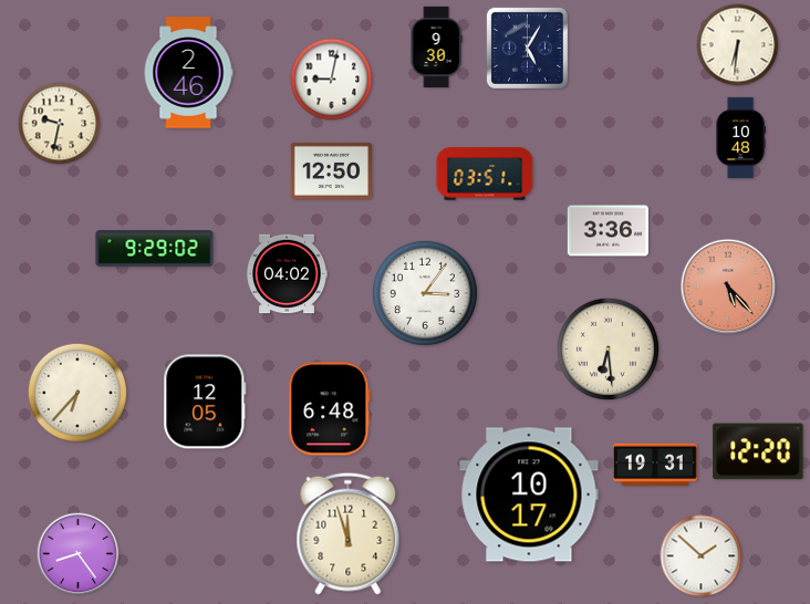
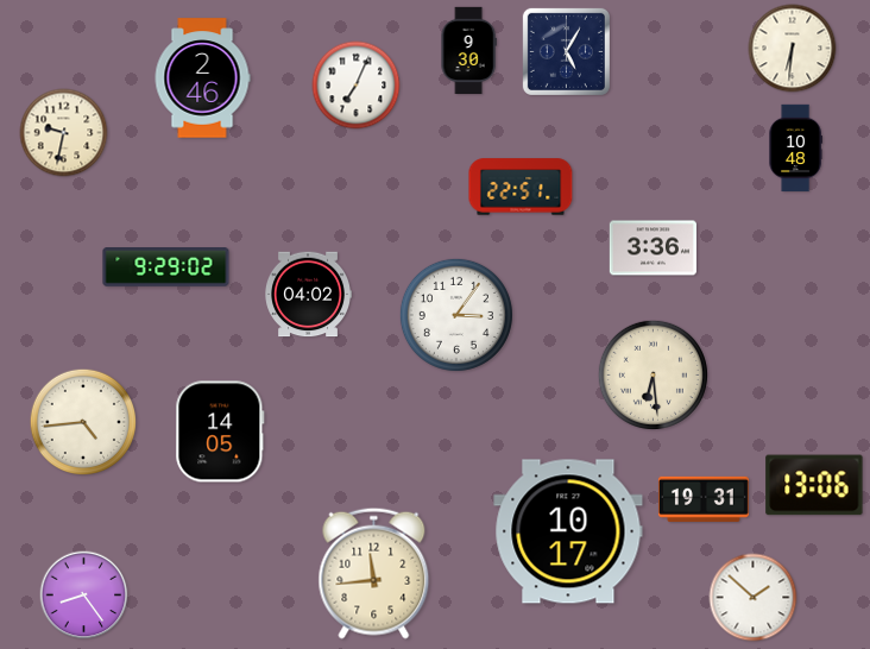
clock at (332, 80): 9:02 -> 7:04
clock at (331, 170): 12:50 -> none
clock at (485, 174): 03:51 -> 22:51
clock at (728, 287): 5:23 -> none
clock at (77, 393): 6:37 -> 4:44
clock at (205, 402): 12:05 -> 14:05
clock at (330, 409): 6:48 -> none
clock at (758, 451): 12:20 -> 13:06
clock at (349, 533): 11:57 -> 11:44
